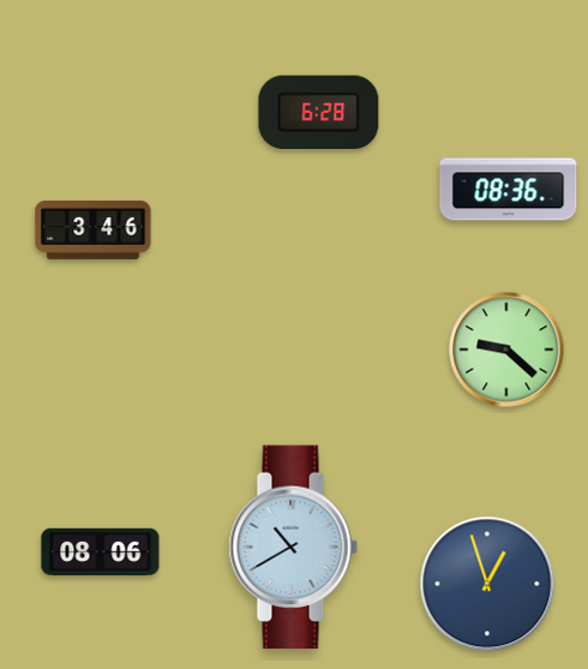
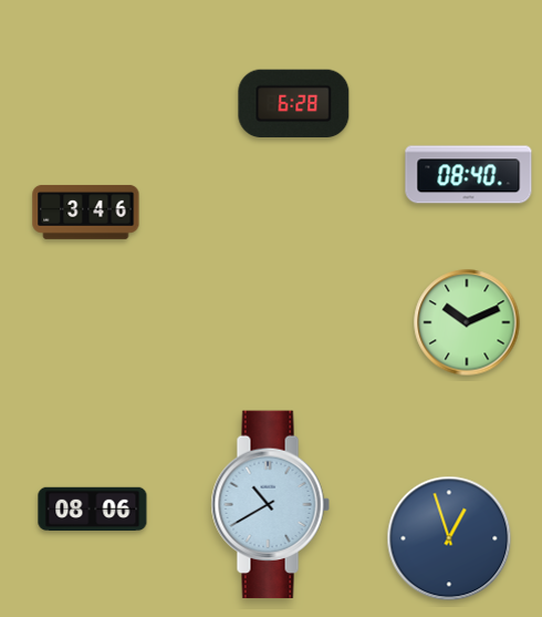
clock at (509, 190): 08:36 -> 08:40
clock at (506, 350): 9:22 -> 10:11
